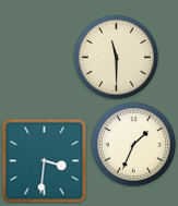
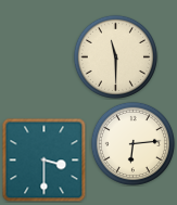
clock at (133, 144): 1:34 -> 6:14
clock at (44, 160): 3:31 -> 3:30
